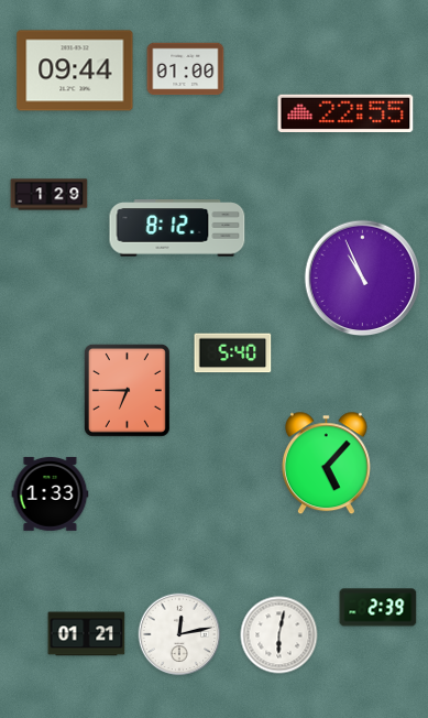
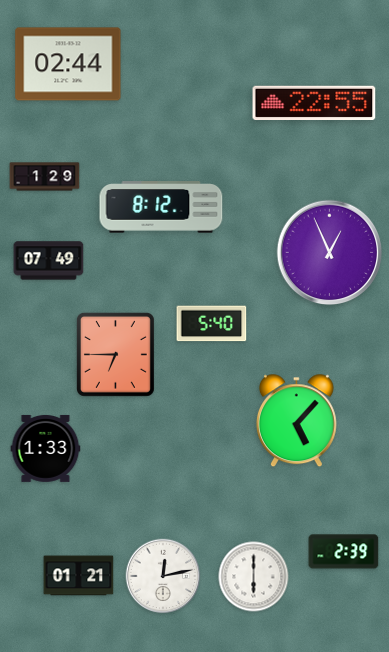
clock at (186, 69): 01:00 -> none
clock at (75, 70): 09:44 -> 02:44
clock at (363, 279): 10:56 -> 12:56
clock at (49, 261): none -> 07:49
clock at (233, 353) position: (233, 353) -> (212, 324)
clock at (279, 635): 6:02 -> 6:00
